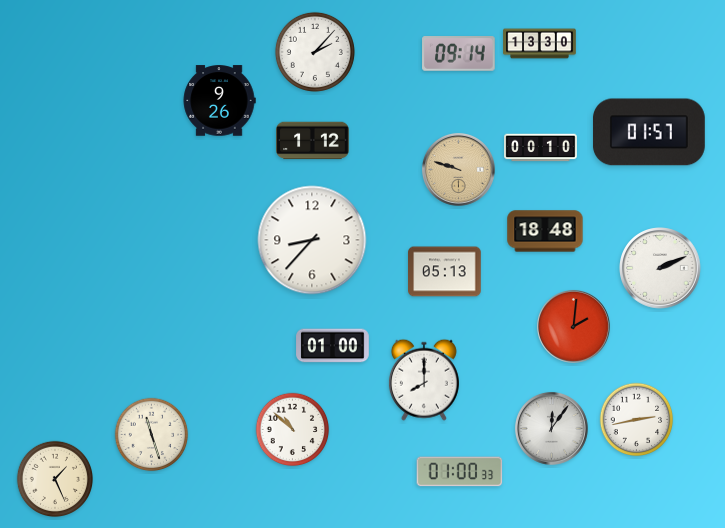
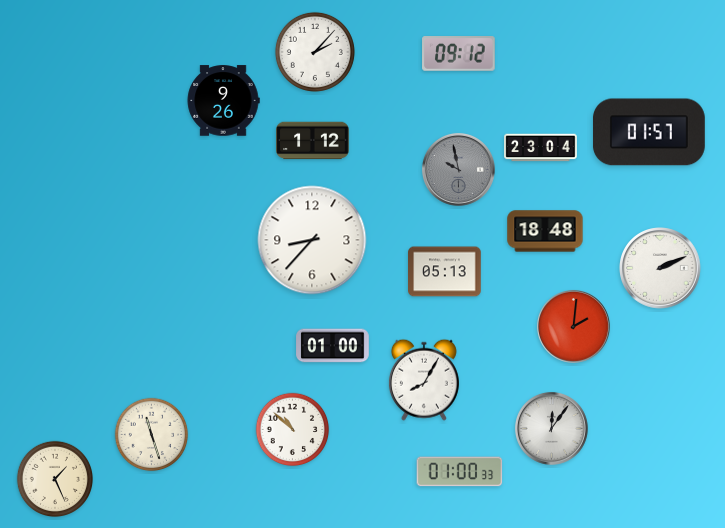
clock at (540, 44): 13:30 -> none
clock at (459, 54): 09:14 -> 09:12
clock at (219, 101) position: (219, 101) -> (223, 101)
clock at (541, 148): 00:10 -> 23:04
clock at (458, 169): 9:48 -> 9:58
clock at (458, 169) dial: champagne -> grey
clock at (424, 380): 8:00 -> 8:05
clock at (637, 420): 2:43 -> none
